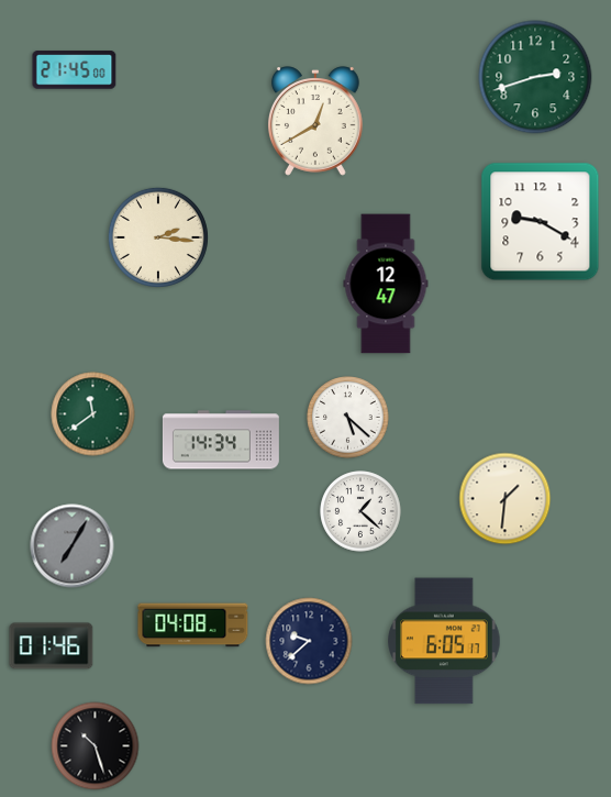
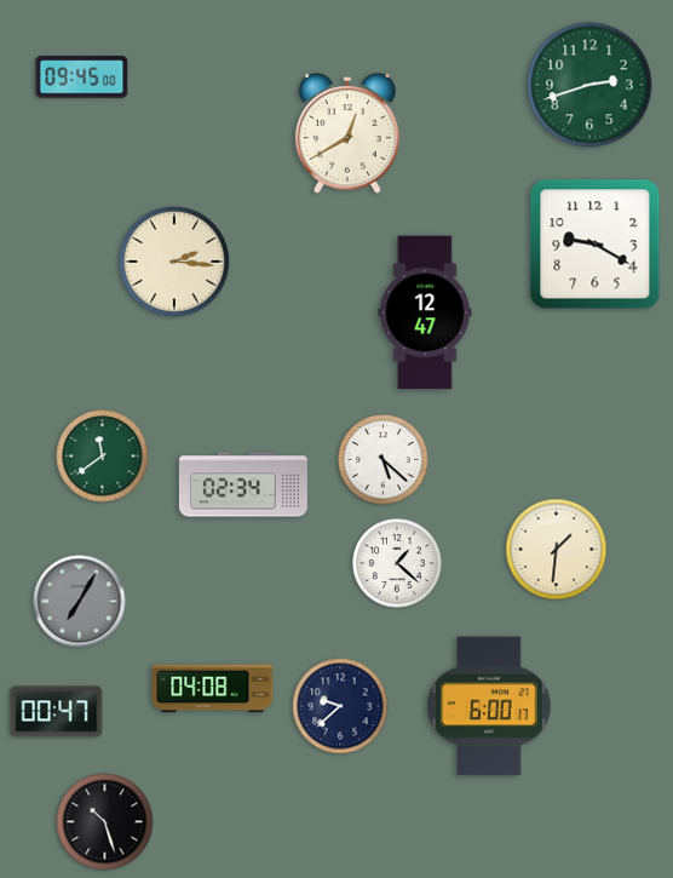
clock at (75, 70): 21:45 -> 09:45
clock at (221, 440): 14:34 -> 02:34
clock at (444, 641): 6:05 -> 6:00
clock at (52, 646): 01:46 -> 00:47
